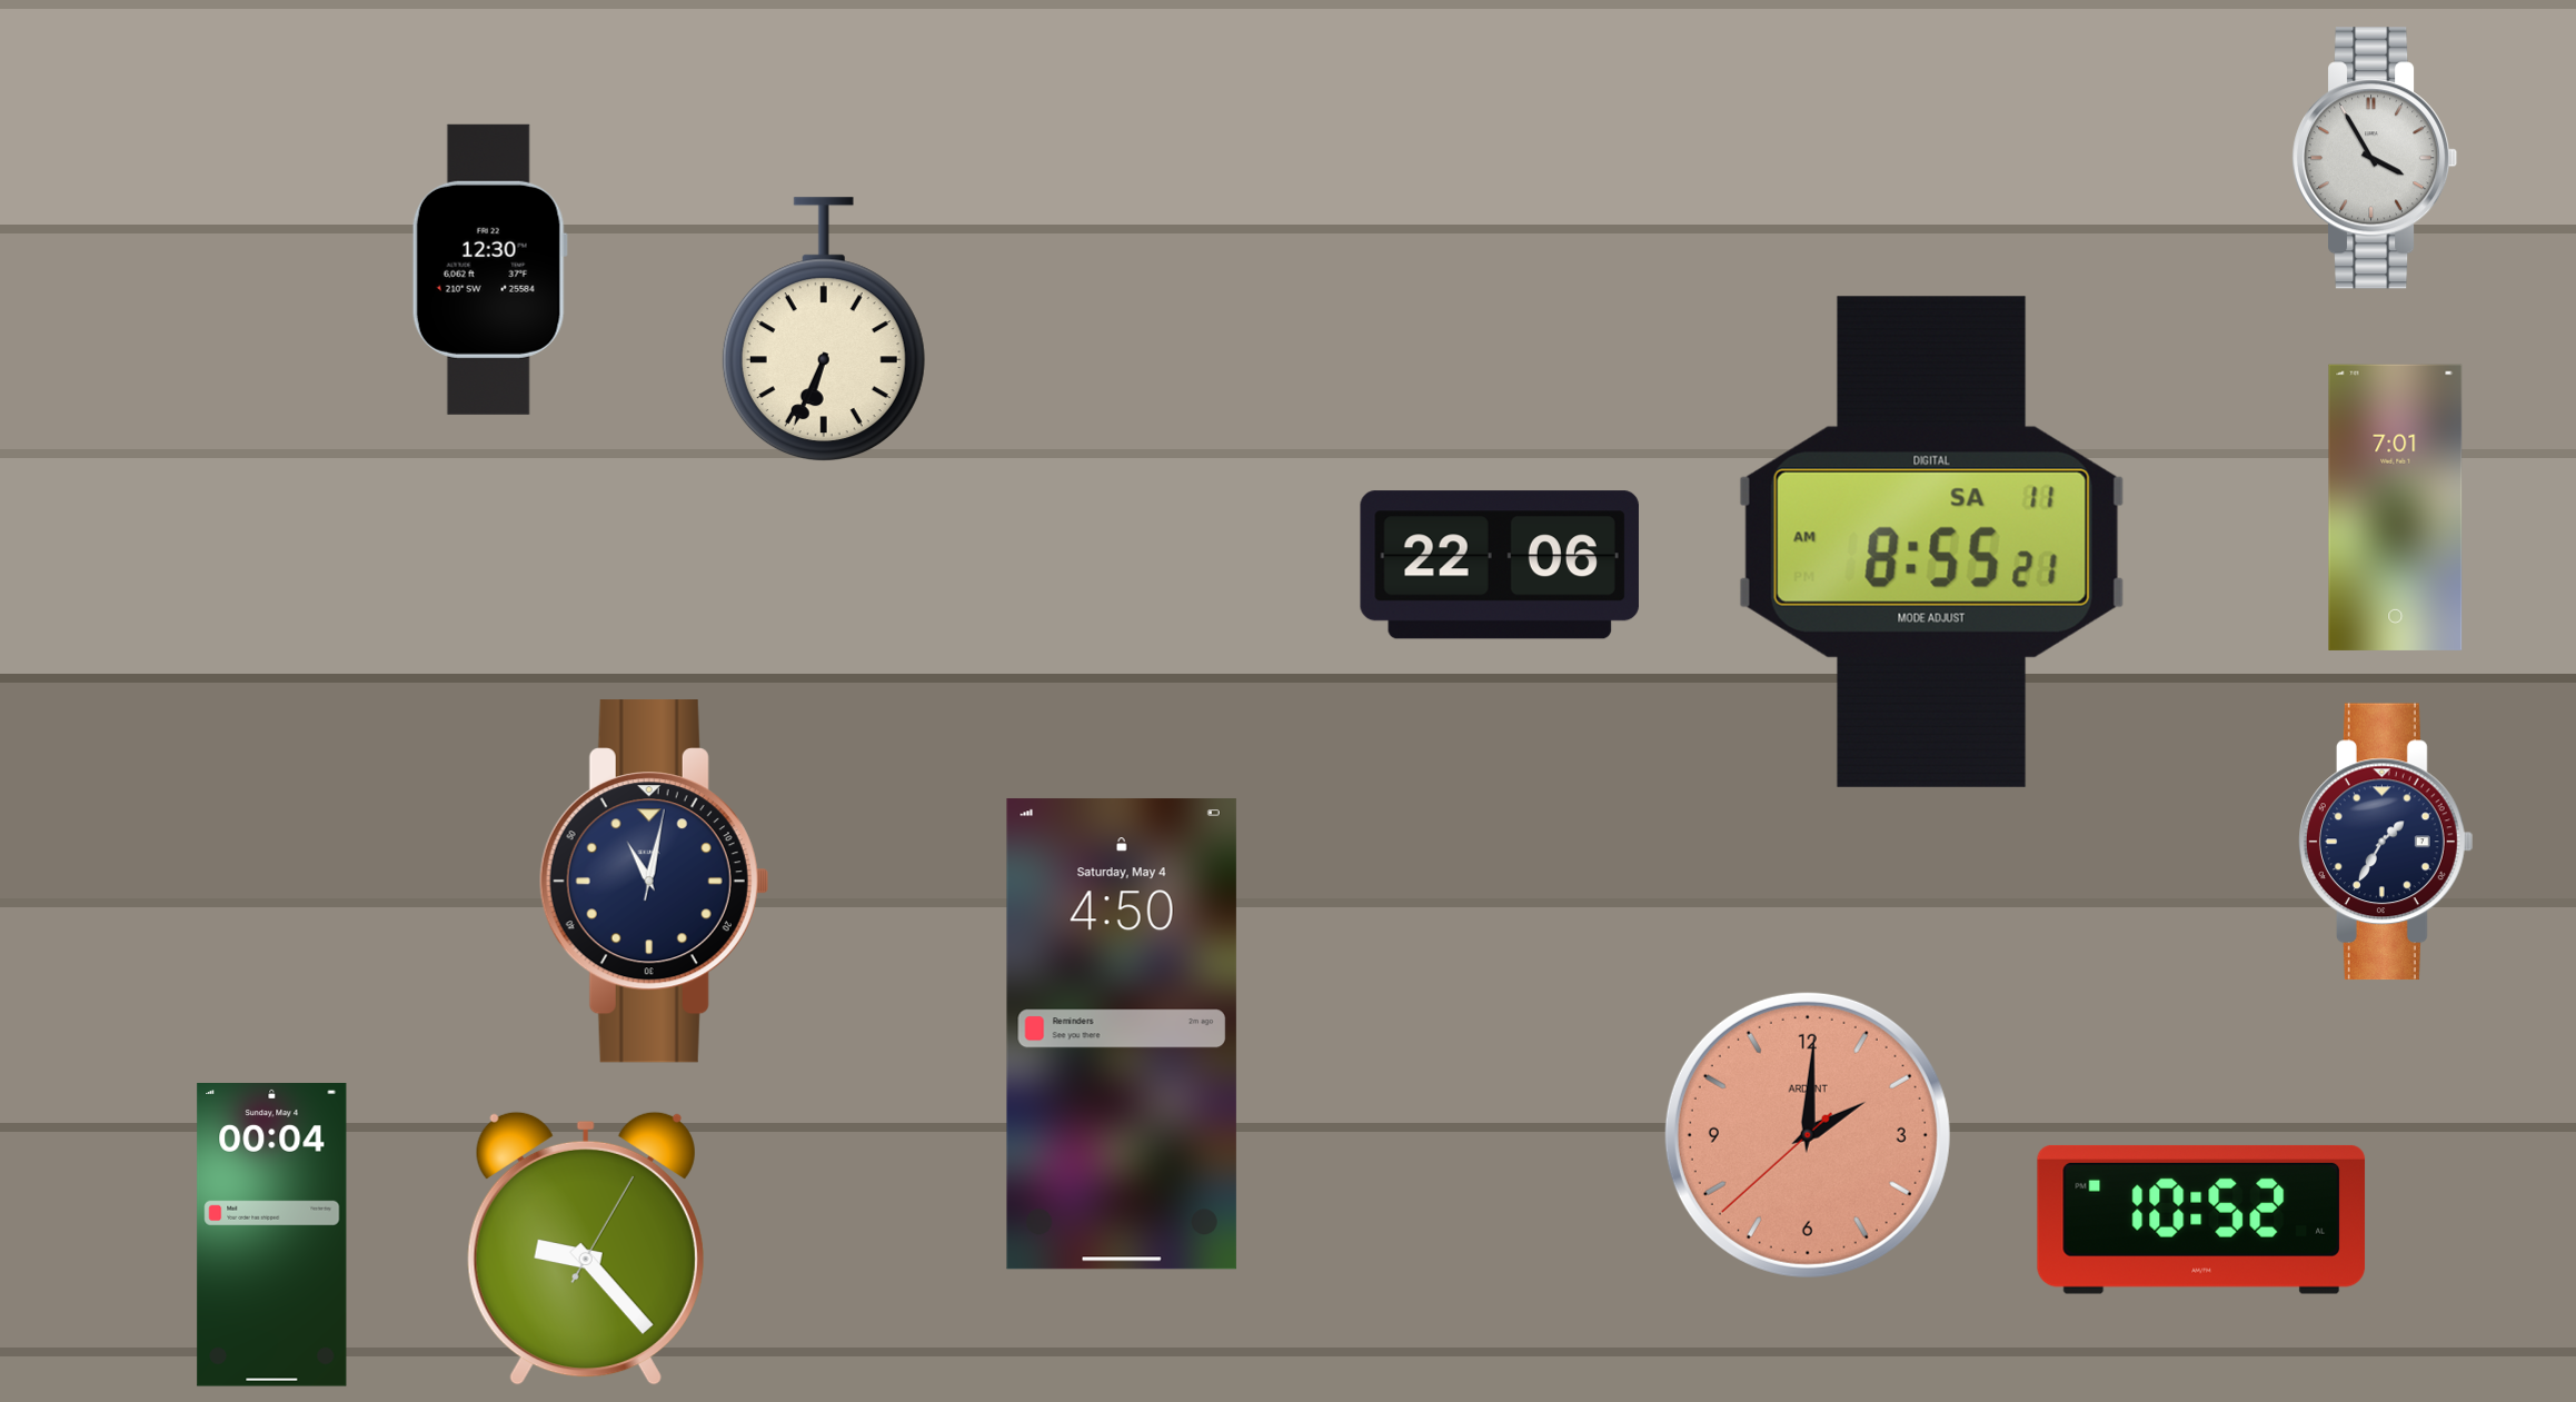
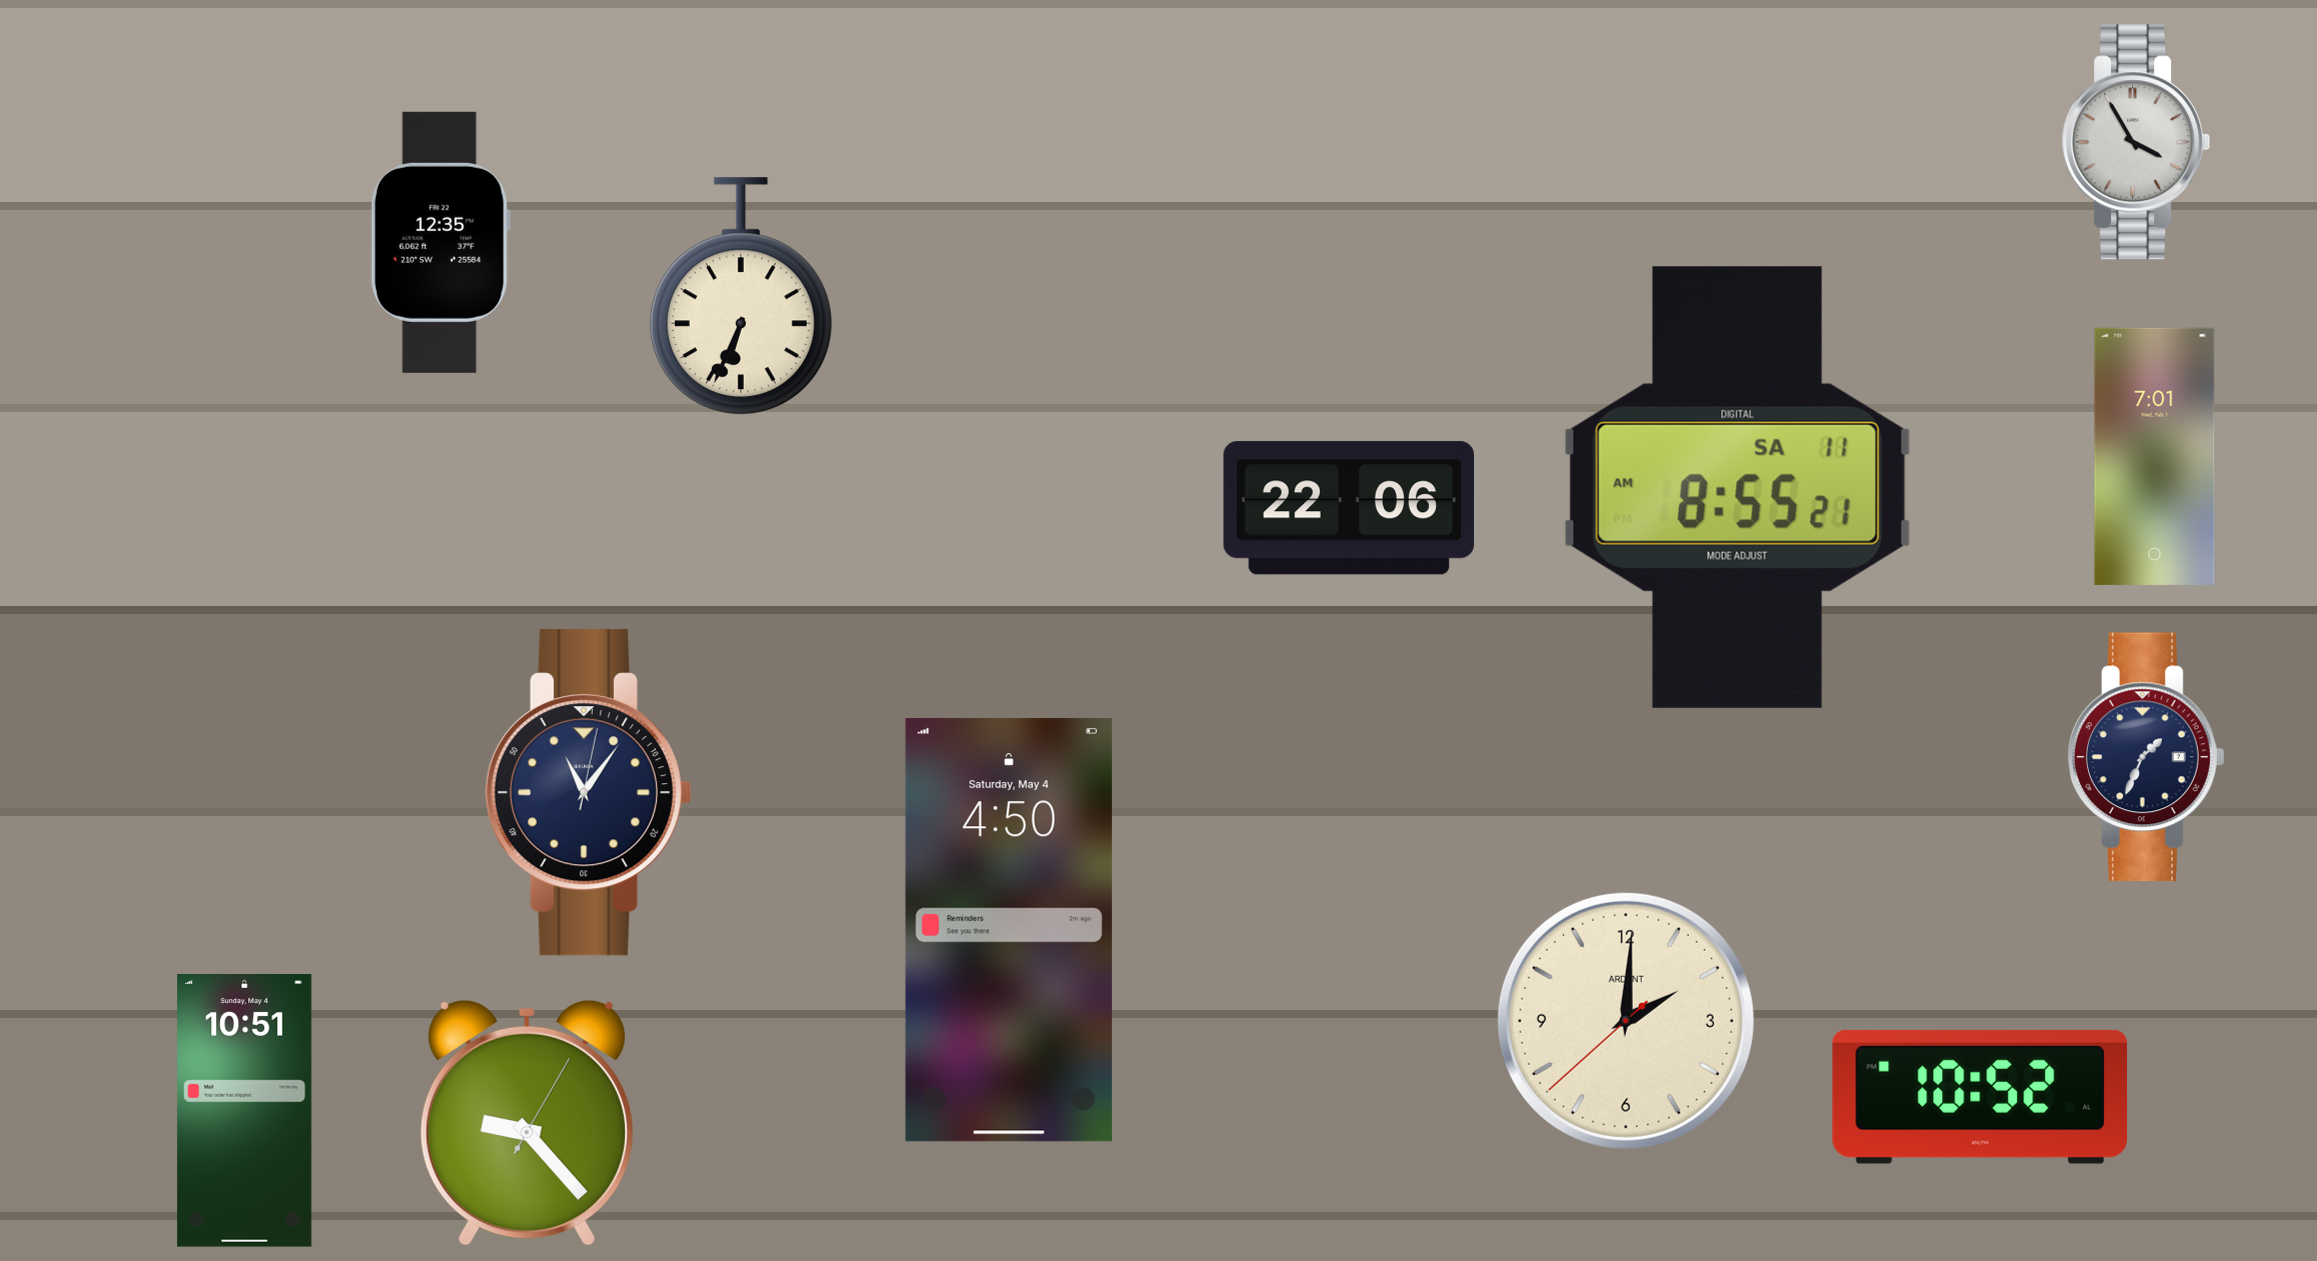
clock at (489, 269): 12:30 -> 12:35
clock at (2387, 842): 1:35 -> 1:34
clock at (654, 882): 11:02 -> 11:06
clock at (1808, 1135) dial: salmon -> cream
clock at (272, 1235): 00:04 -> 10:51
